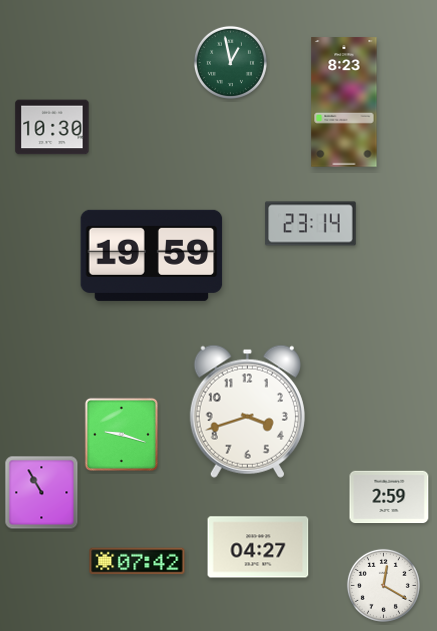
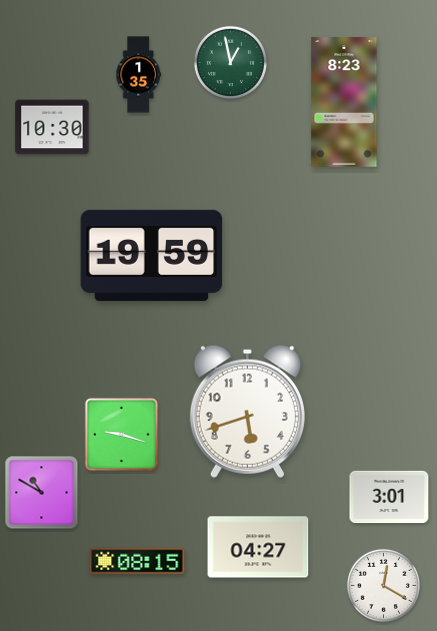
clock at (138, 75): none -> 1:35
clock at (311, 224): 23:14 -> none
clock at (247, 411): 3:42 -> 5:42
clock at (42, 493): 10:55 -> 10:50
clock at (389, 497): 2:59 -> 3:01
clock at (137, 561): 07:42 -> 08:15
